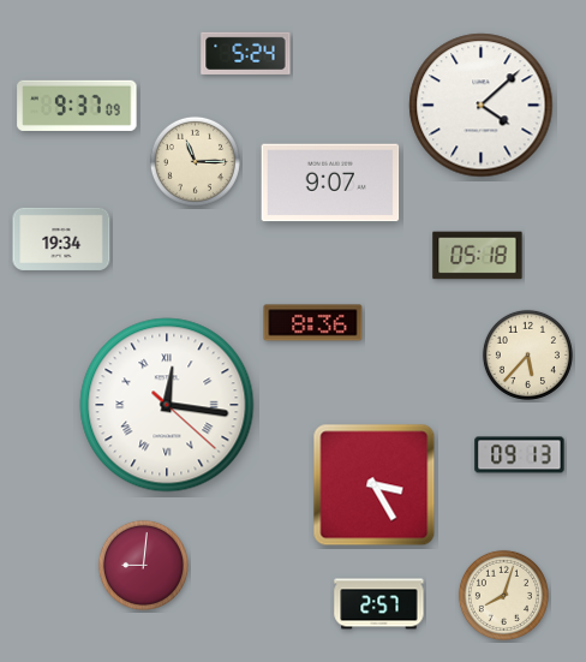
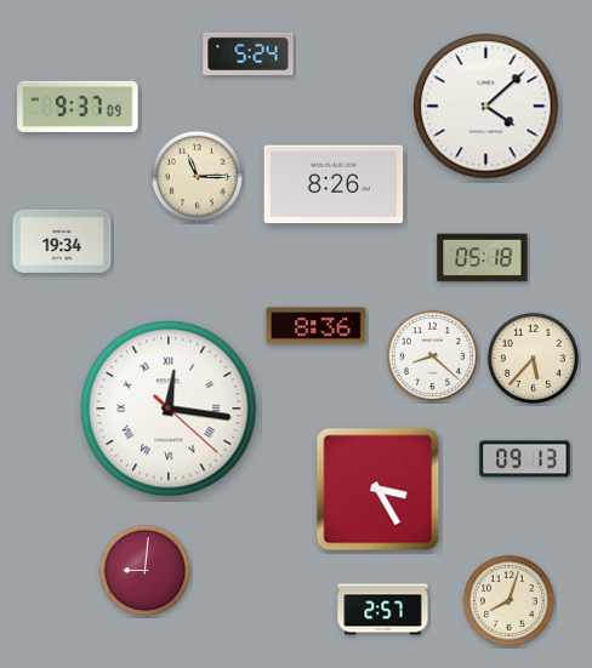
clock at (195, 161) position: (195, 161) -> (197, 176)
clock at (330, 183): 9:07 -> 8:26
clock at (432, 355): none -> 8:22
